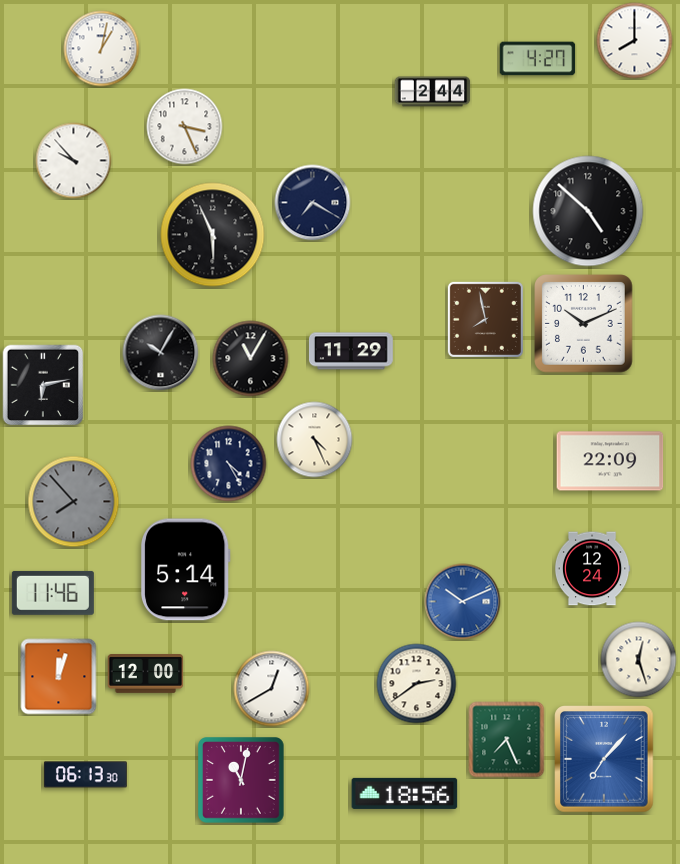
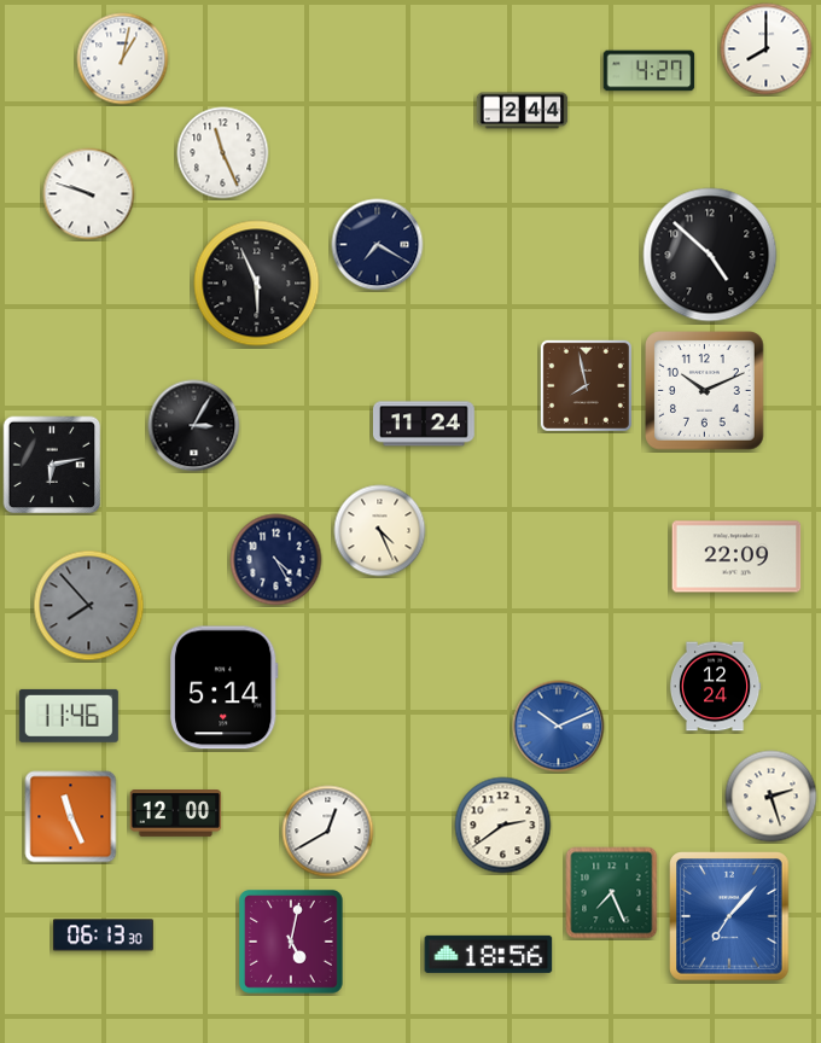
clock at (185, 127): 3:26 -> 11:26
clock at (74, 161): 9:53 -> 9:48
clock at (351, 351): 11:29 -> 11:24
clock at (161, 353): 10:05 -> 3:05
clock at (251, 359): 11:05 -> none
clock at (53, 593) position: (53, 593) -> (69, 716)
clock at (639, 660): 12:27 -> 2:27
clock at (59, 677): 12:03 -> 11:26
clock at (242, 781): 11:02 -> 5:02
clock at (405, 793) position: (405, 793) -> (489, 954)
